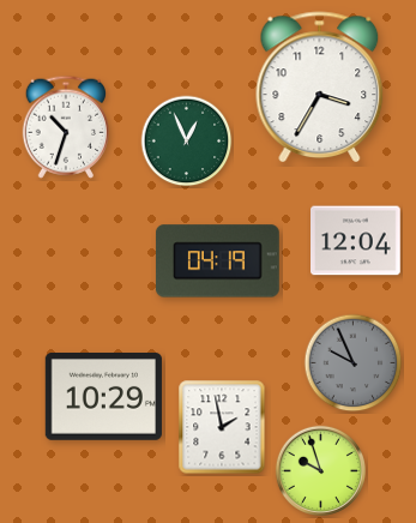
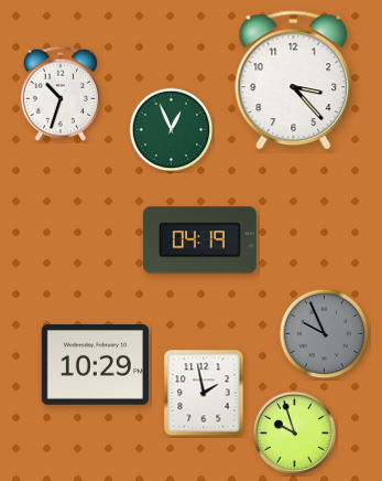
clock at (320, 88): 3:35 -> 3:23
clock at (65, 127) position: (65, 127) -> (59, 94)
clock at (356, 241): 12:04 -> none
